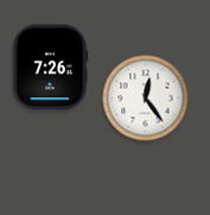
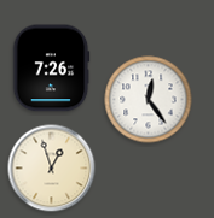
clock at (52, 169): none -> 12:57
